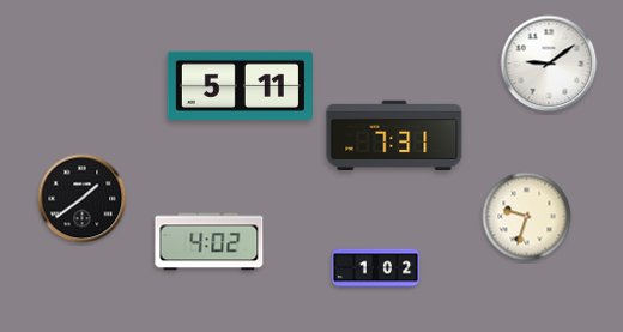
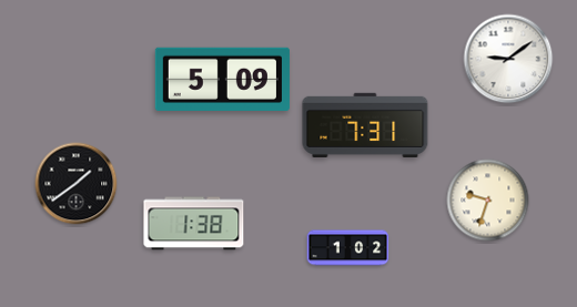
clock at (240, 85): 5:11 -> 5:09
clock at (210, 242): 4:02 -> 1:38
